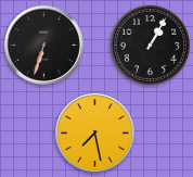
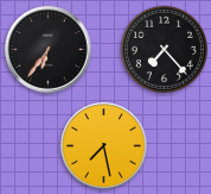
clock at (150, 45): 1:05 -> 7:23
clock at (44, 46): 6:33 -> 6:36
